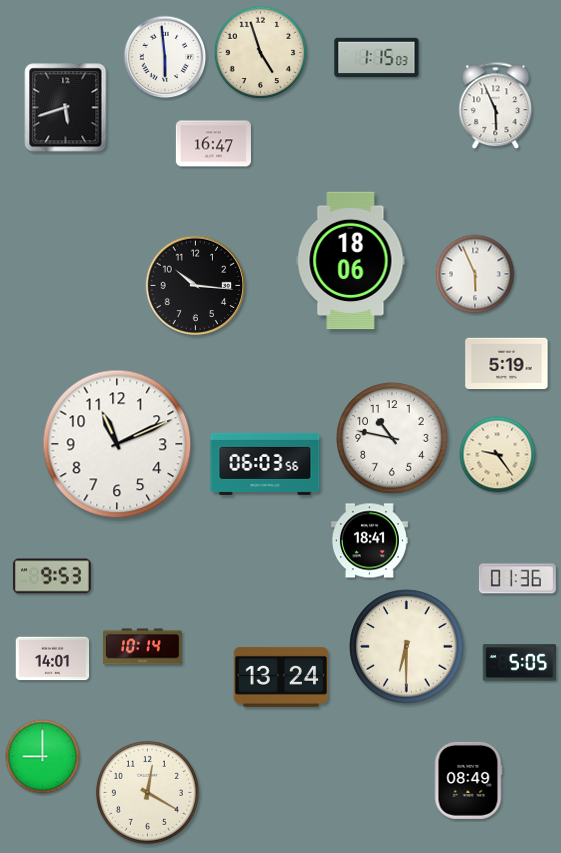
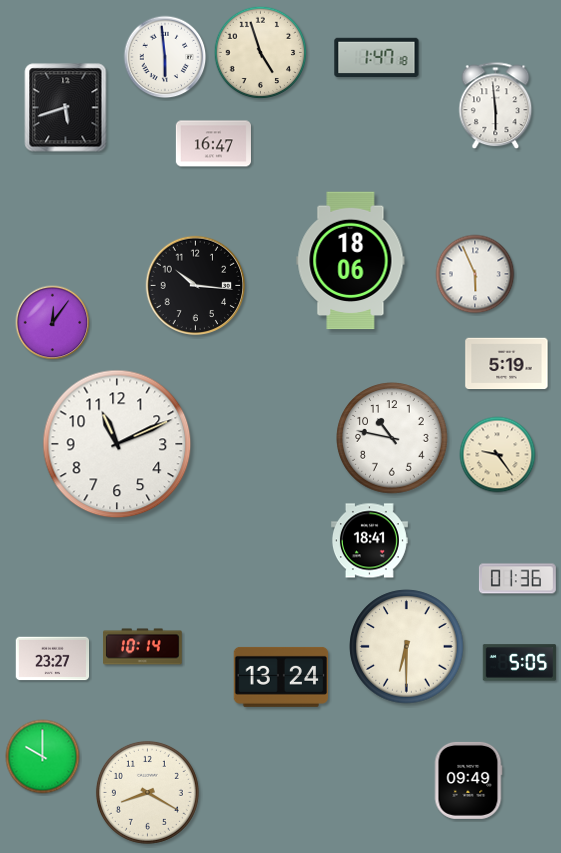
clock at (377, 58): 1:15 -> 1:47
clock at (496, 106): 5:56 -> 5:59
clock at (53, 323): none -> 12:06
clock at (265, 464): 06:03 -> none
clock at (52, 576): 9:53 -> none
clock at (53, 659): 14:01 -> 23:27
clock at (43, 757): 9:00 -> 10:00
clock at (468, 780): 08:49 -> 09:49
clock at (147, 792): 12:20 -> 8:20
